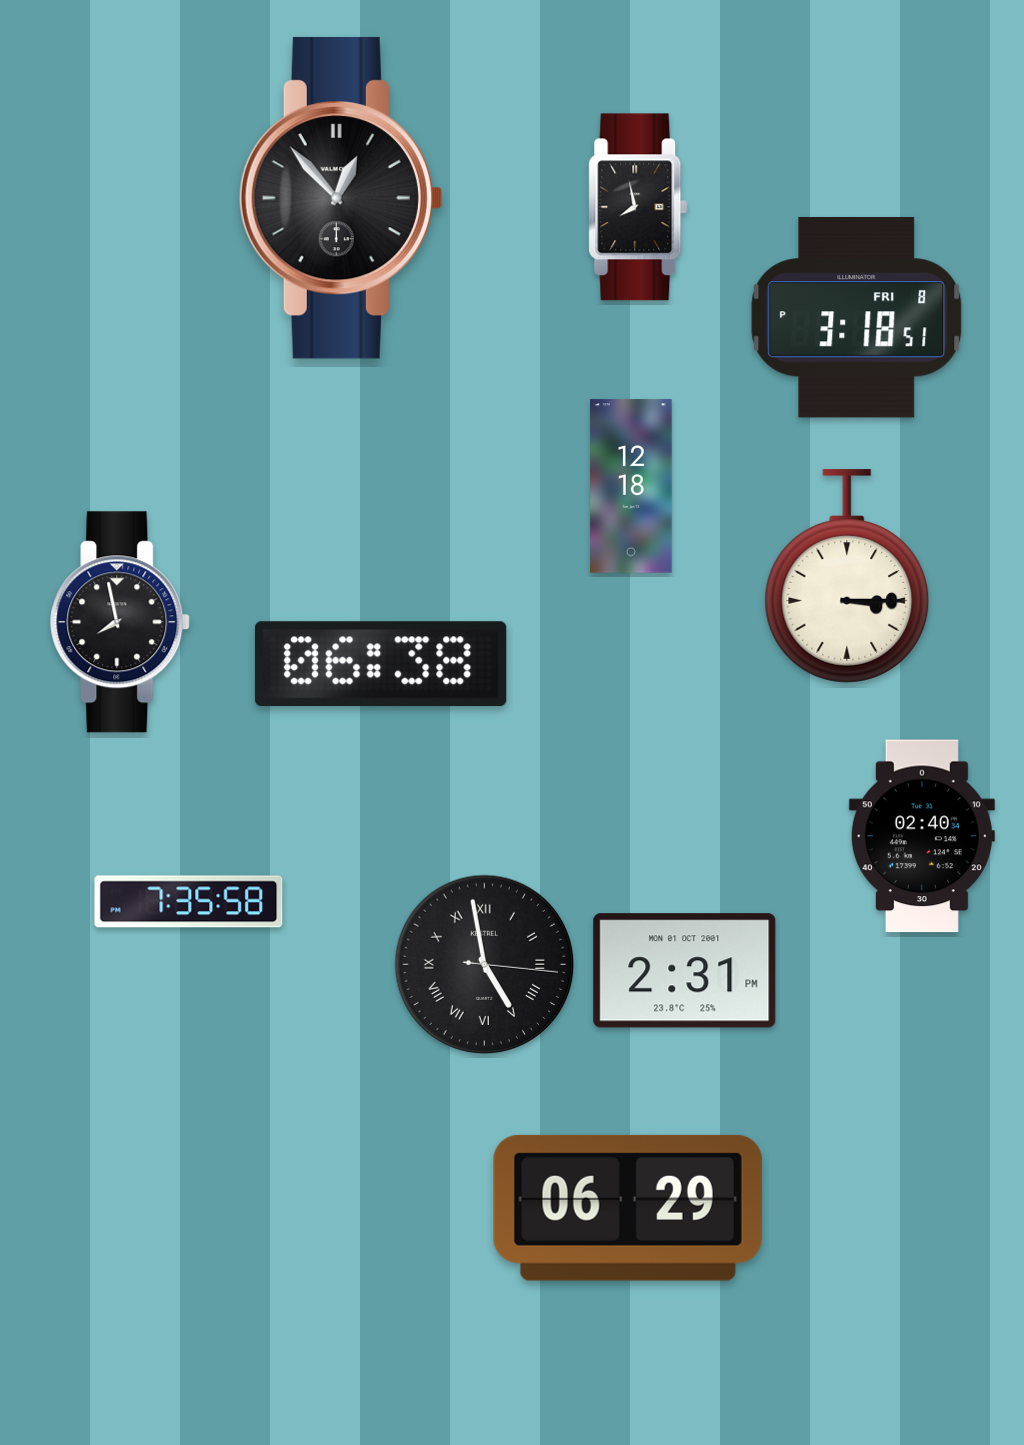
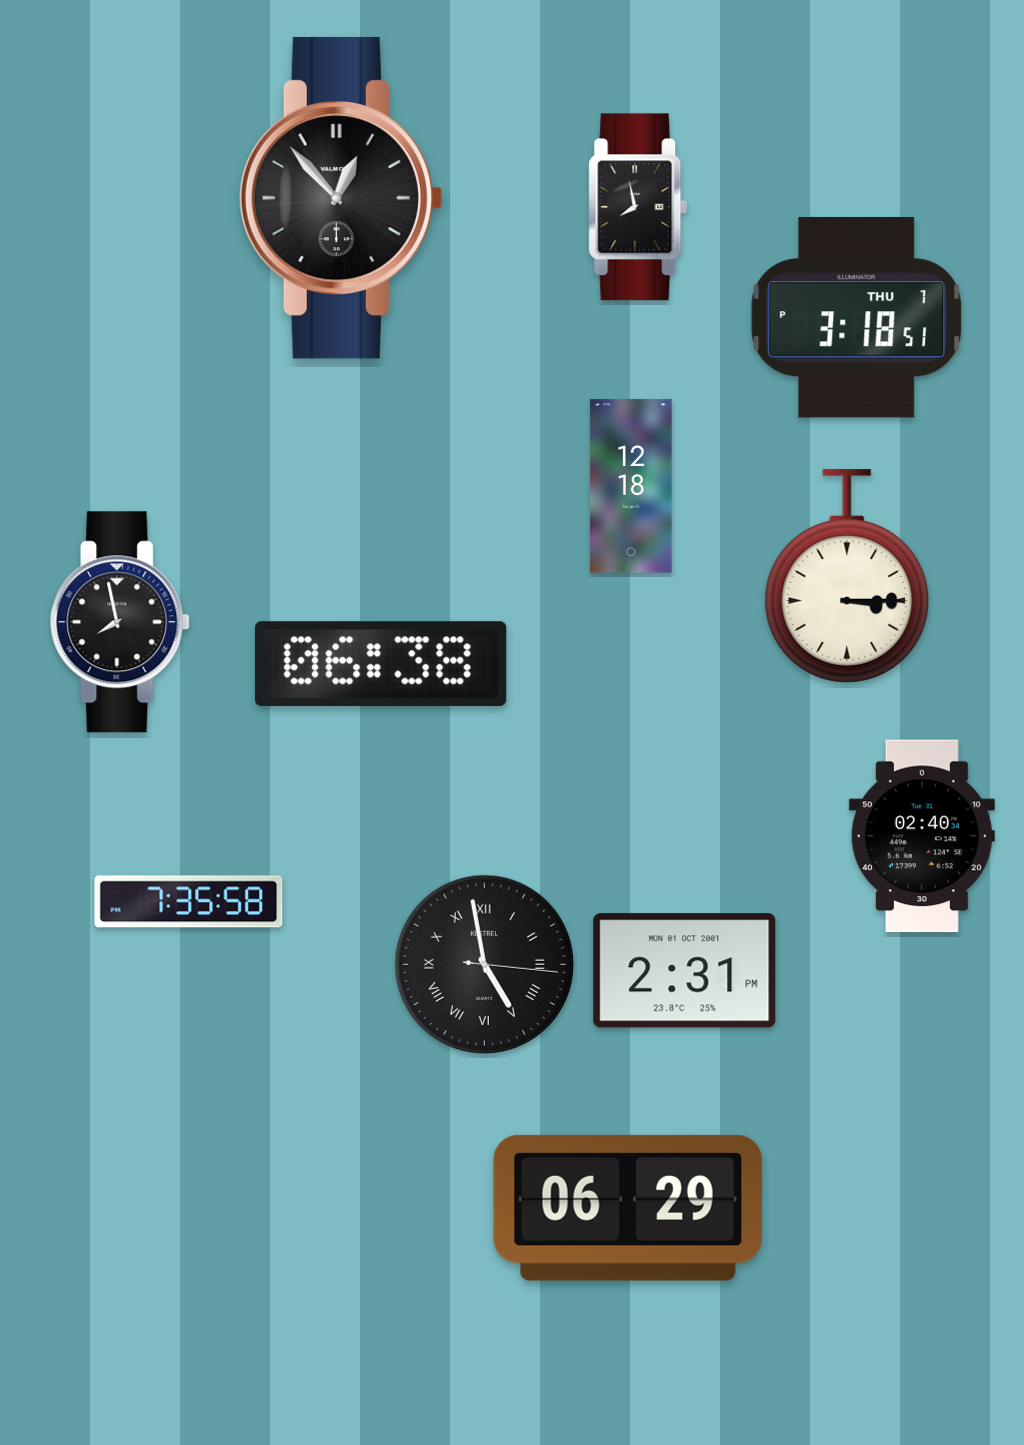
clock at (857, 318) date: FRI 8 -> THU 7
